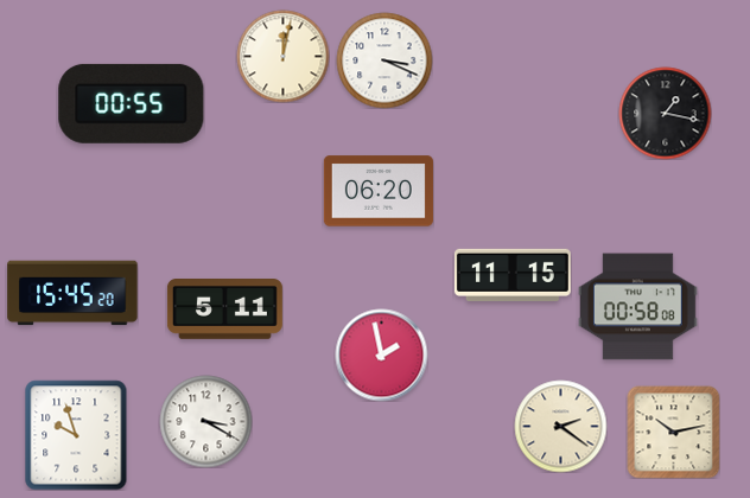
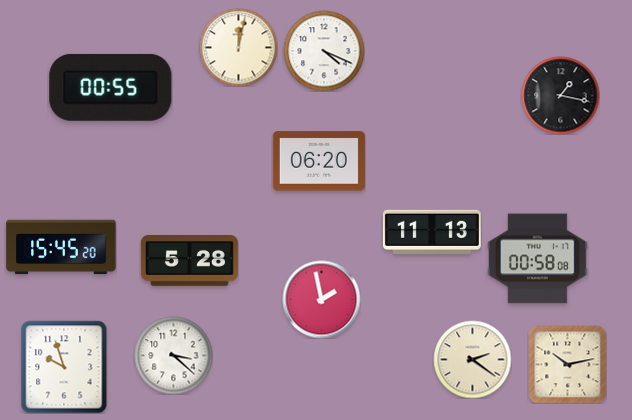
clock at (384, 60): 3:19 -> 4:19
clock at (513, 274): 11:15 -> 11:13
clock at (224, 309): 5:11 -> 5:28
clock at (205, 421): 3:20 -> 3:22
